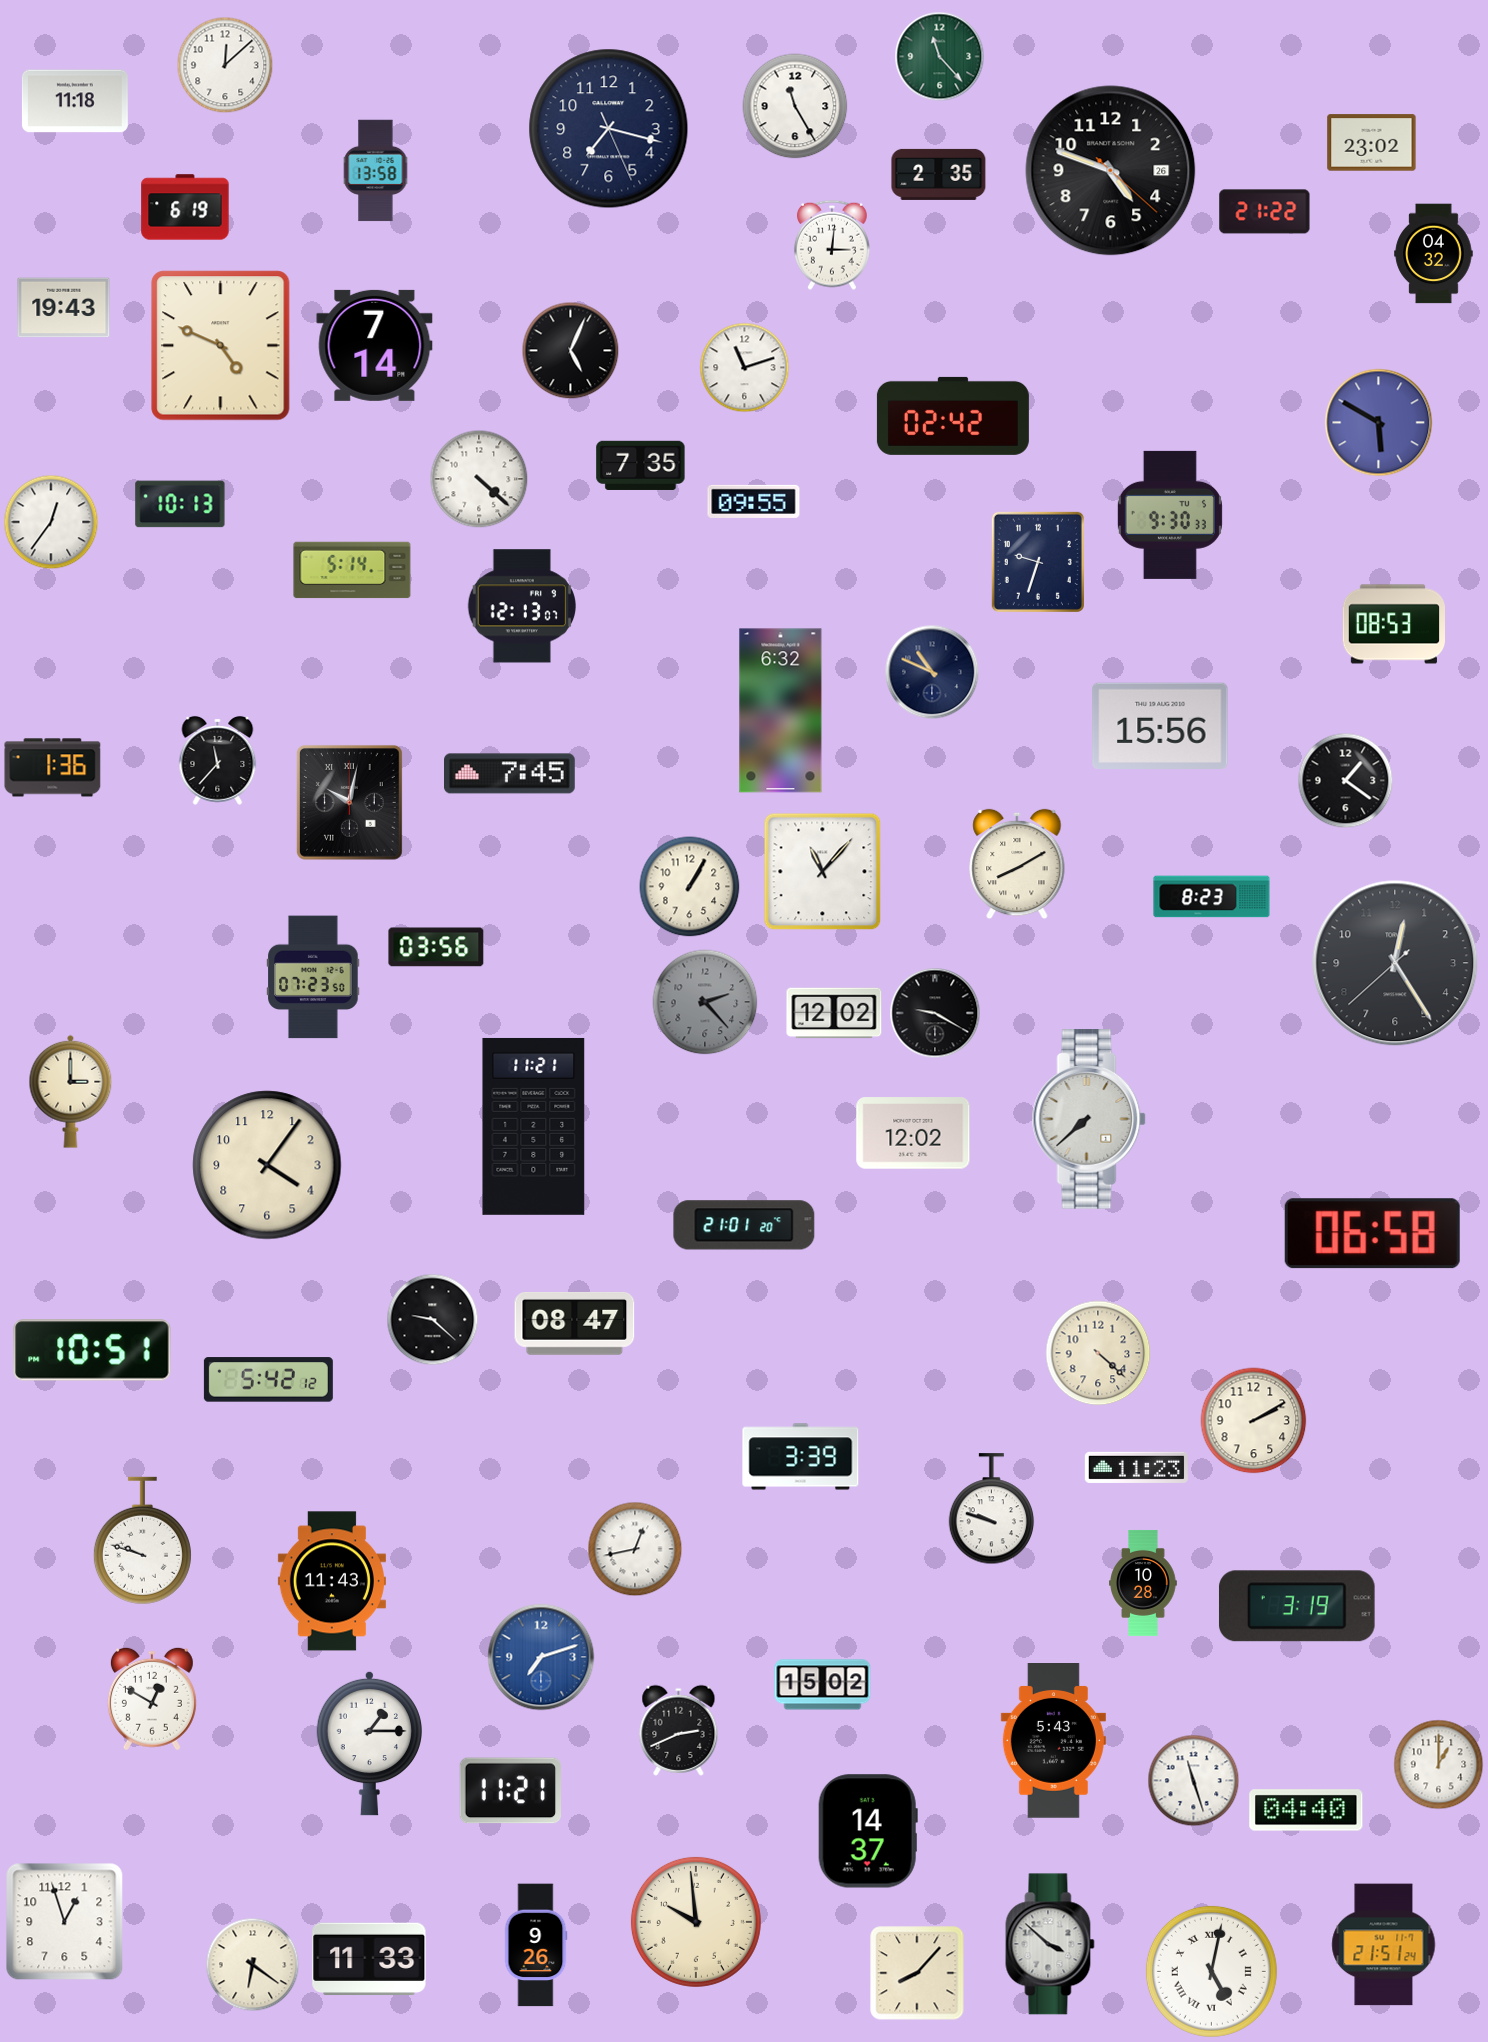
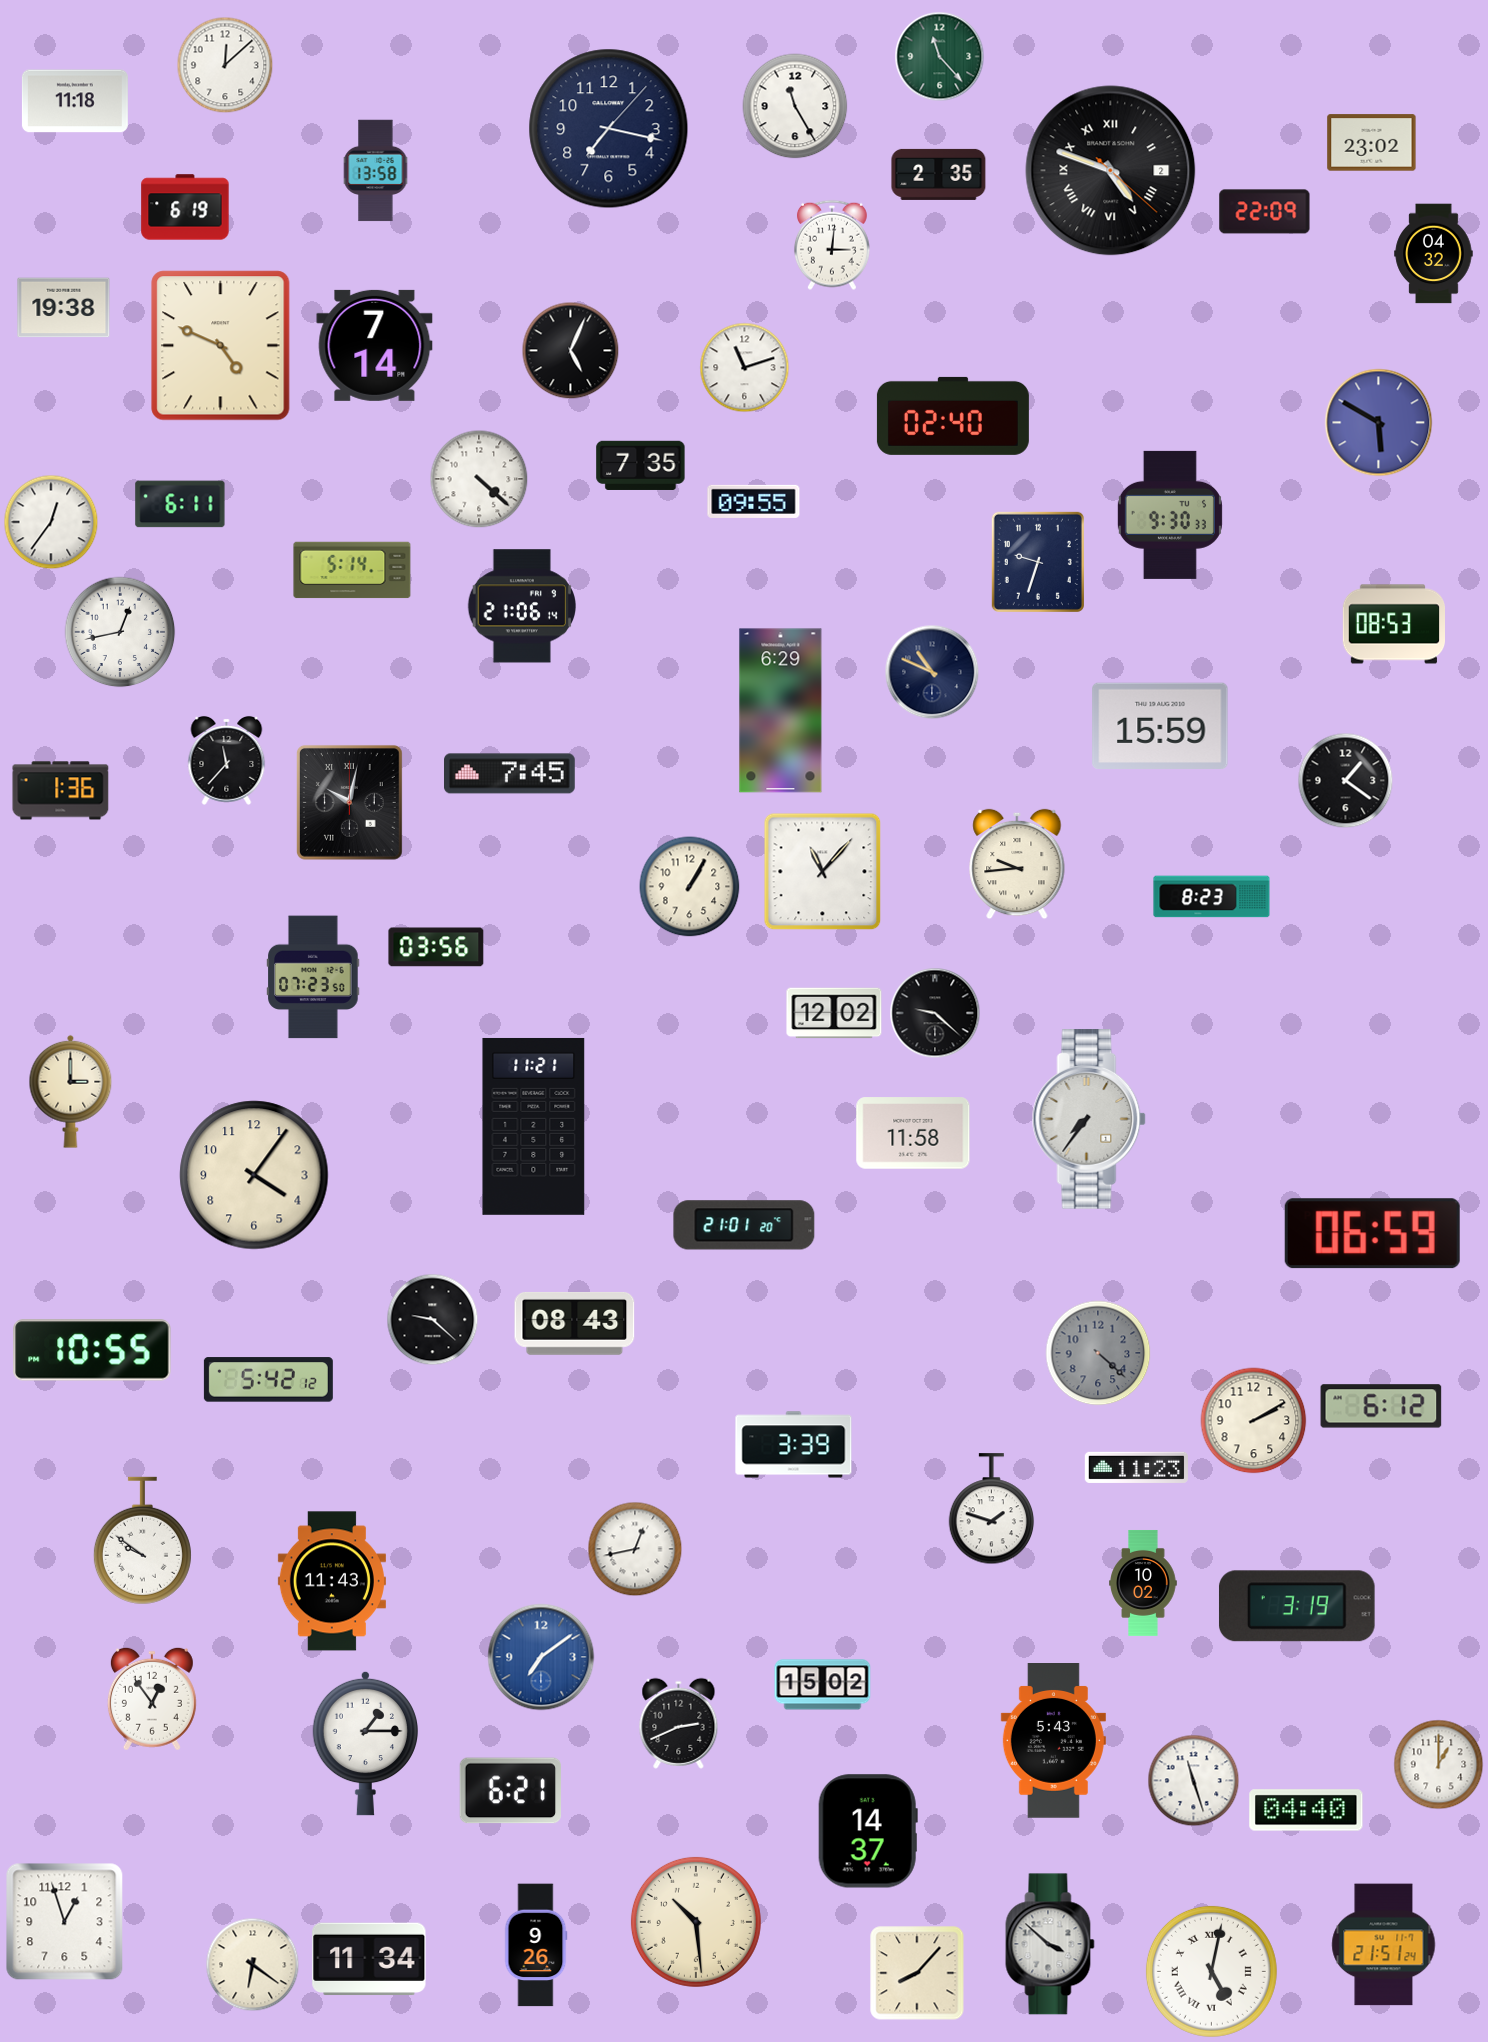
clock at (609, 129): 7:17:26 -> 7:17:07
clock at (1111, 171) date: 26 -> 2
clock at (1111, 171) numerals: Arabic -> Roman
clock at (1265, 212): 21:22 -> 22:09
clock at (64, 308): 19:43 -> 19:38
clock at (953, 416): 02:42 -> 02:40
clock at (180, 504): 10:13 -> 6:11
clock at (521, 606): 12:13 -> 21:06
clock at (120, 632): none -> 12:43
clock at (781, 711): 6:32 -> 6:29
clock at (1160, 726): 15:56 -> 15:59
clock at (218, 760) position: (218, 760) -> (227, 760)
clock at (53, 768) position: (53, 768) -> (61, 791)
clock at (1017, 864): 8:10 -> 9:44
clock at (1395, 963): 12:24 -> none
clock at (705, 1002): 2:23 -> none
clock at (935, 1013): 9:20 -> 9:22
clock at (1089, 1119): 7:38 -> 7:36
clock at (913, 1133): 12:02 -> 11:58
clock at (267, 1165) position: (267, 1165) -> (254, 1175)
clock at (1372, 1234): 06:58 -> 06:59
clock at (575, 1323): 08:47 -> 08:43
clock at (92, 1350): 10:51 -> 10:55
clock at (1098, 1353) dial: cream -> grey
clock at (1381, 1406): none -> 6:12
clock at (801, 1457) position: (801, 1457) -> (794, 1445)
clock at (992, 1509): 9:48 -> 1:48
clock at (142, 1541): 9:48 -> 9:51
clock at (1143, 1583): 10:28 -> 10:02
clock at (541, 1657): 7:12 -> 7:09
clock at (152, 1699): 12:50 -> 12:54
clock at (679, 1730) position: (679, 1730) -> (679, 1723)
clock at (369, 1743) position: (369, 1743) -> (365, 1743)
clock at (510, 1791): 11:21 -> 6:21
clock at (696, 1922): 9:59 -> 10:29
clock at (369, 1959): 11:33 -> 11:34
